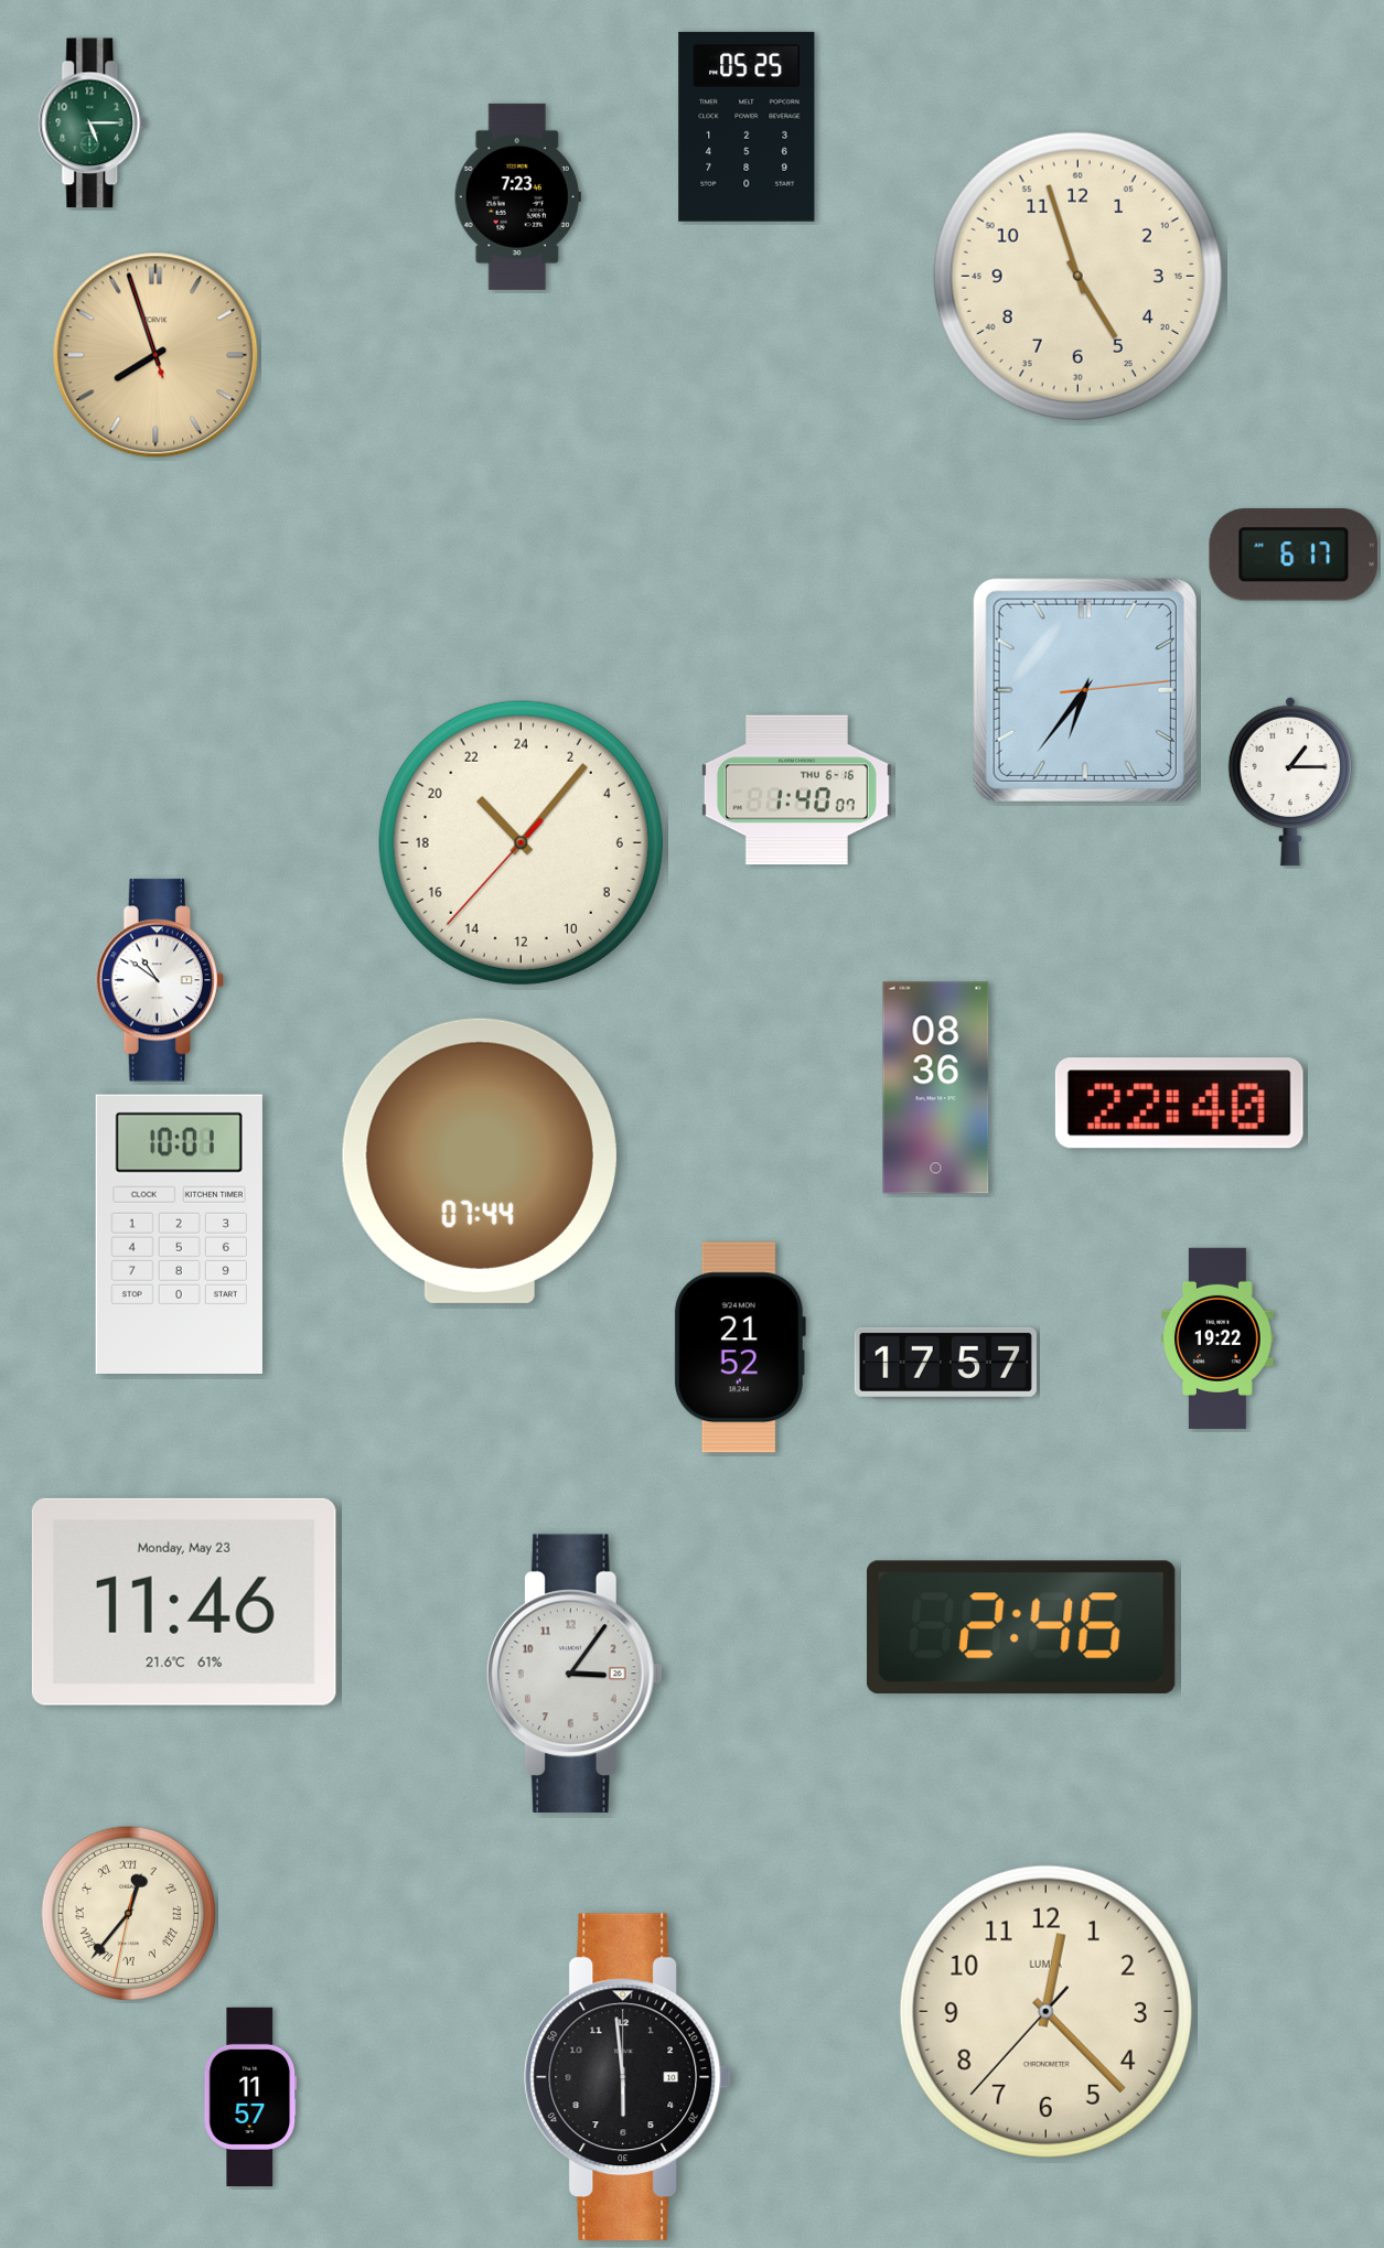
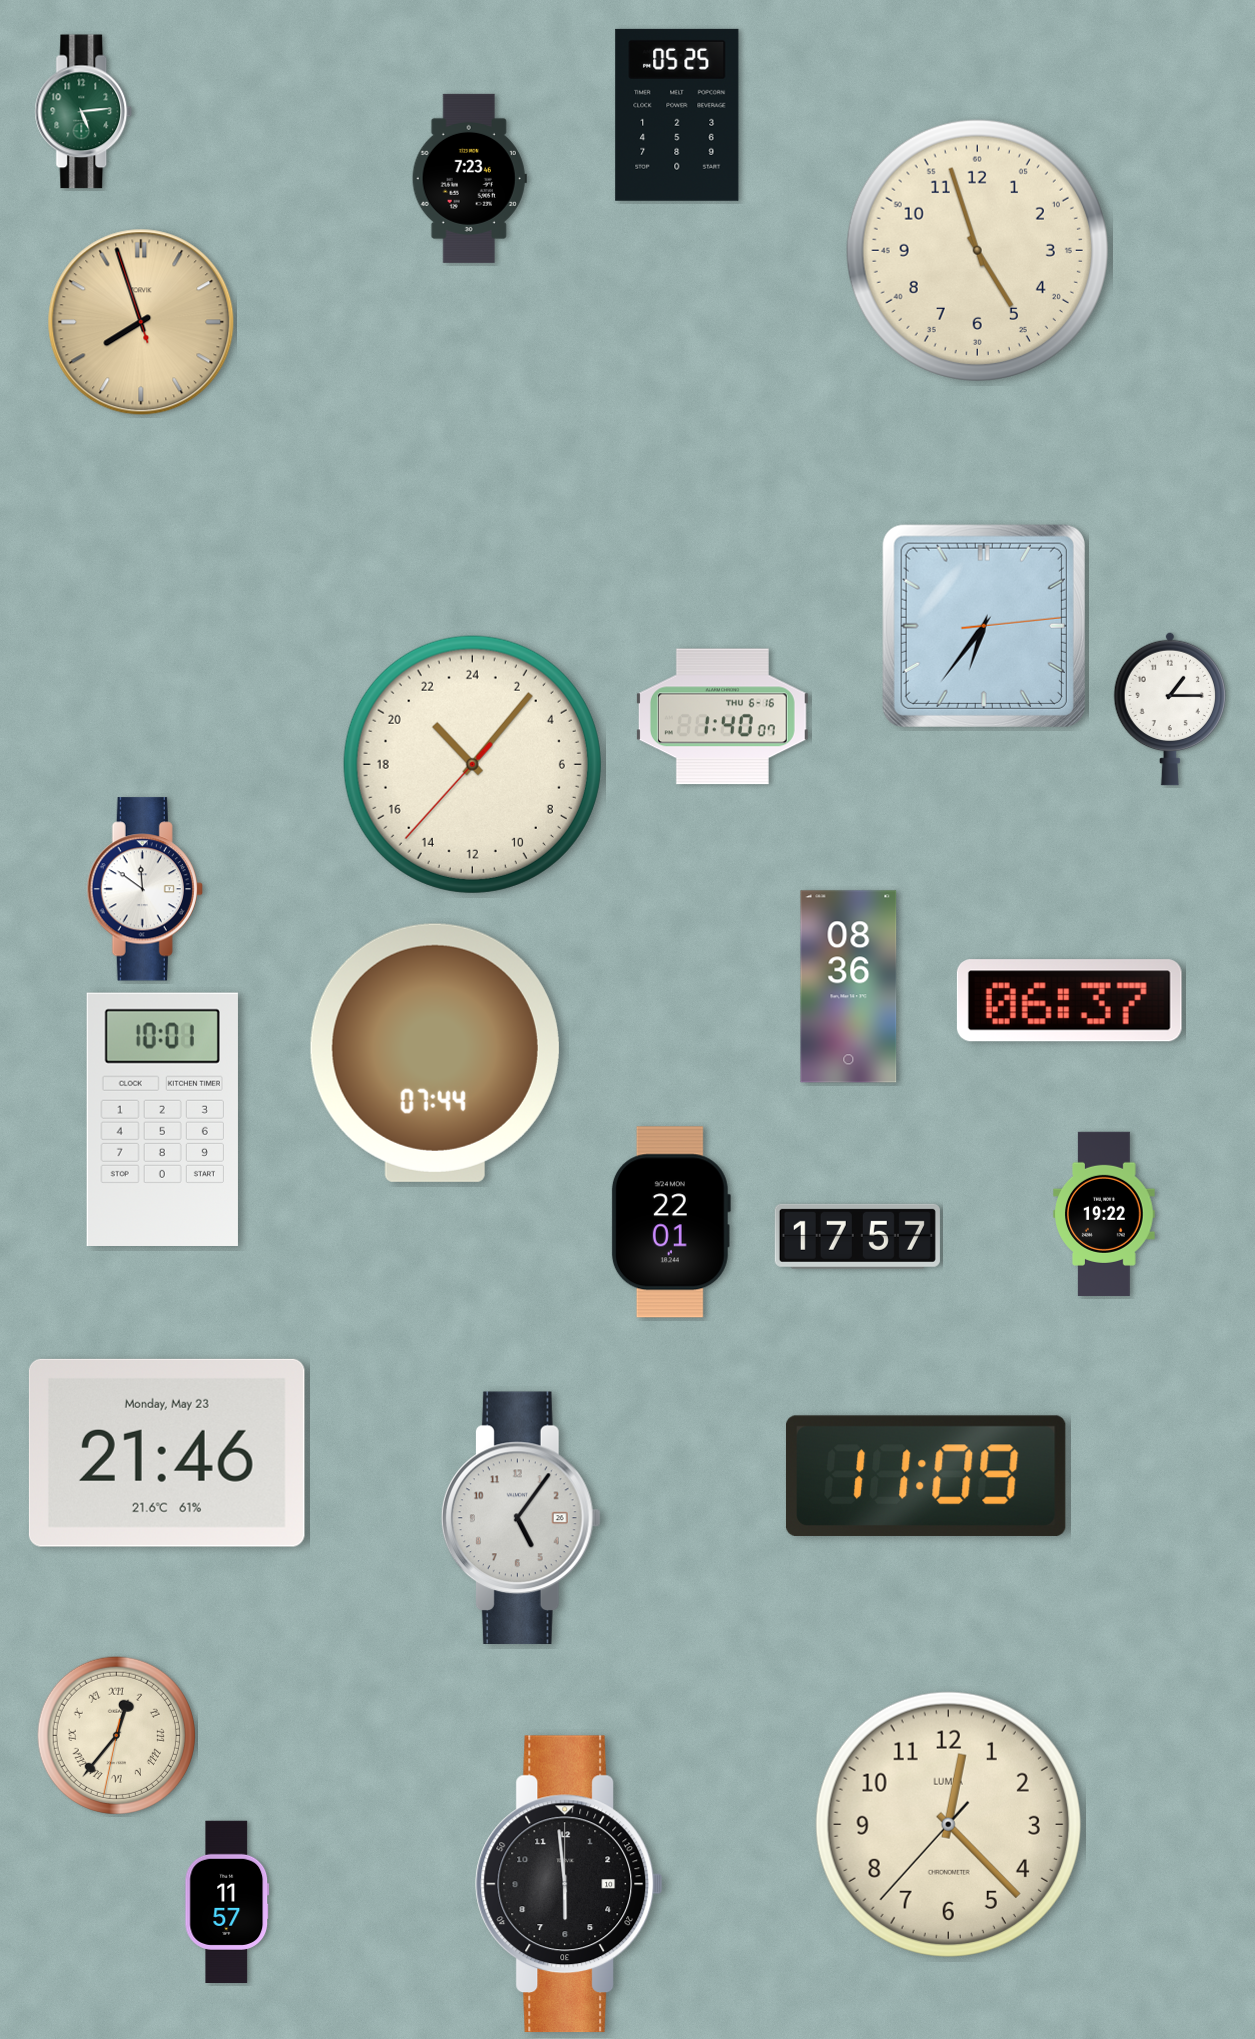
clock at (93, 123): 5:15 -> 5:14
clock at (1294, 555): 6:17 -> none
clock at (160, 980): 10:51 -> 11:51
clock at (1179, 1104): 22:40 -> 06:37
clock at (739, 1347): 21:52 -> 22:01
clock at (184, 1602): 11:46 -> 21:46
clock at (1021, 1627): 2:46 -> 11:09
clock at (575, 1672): 3:06 -> 5:06
